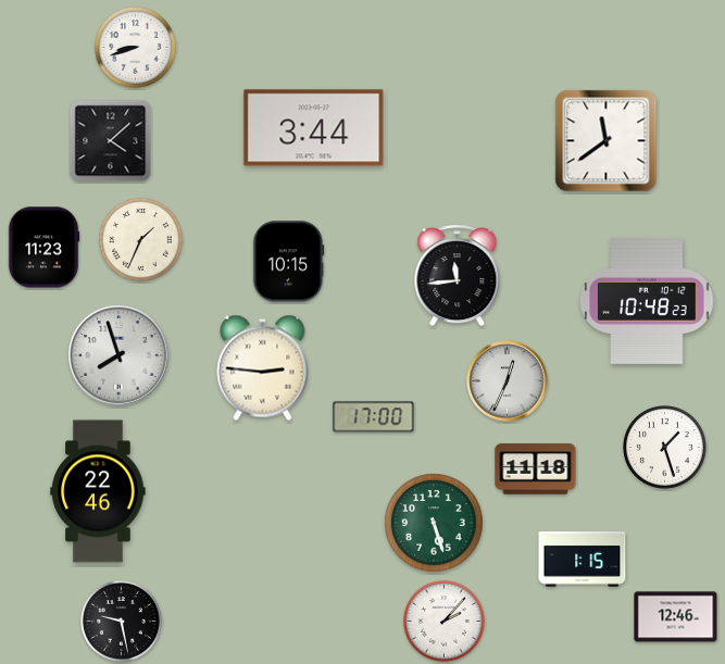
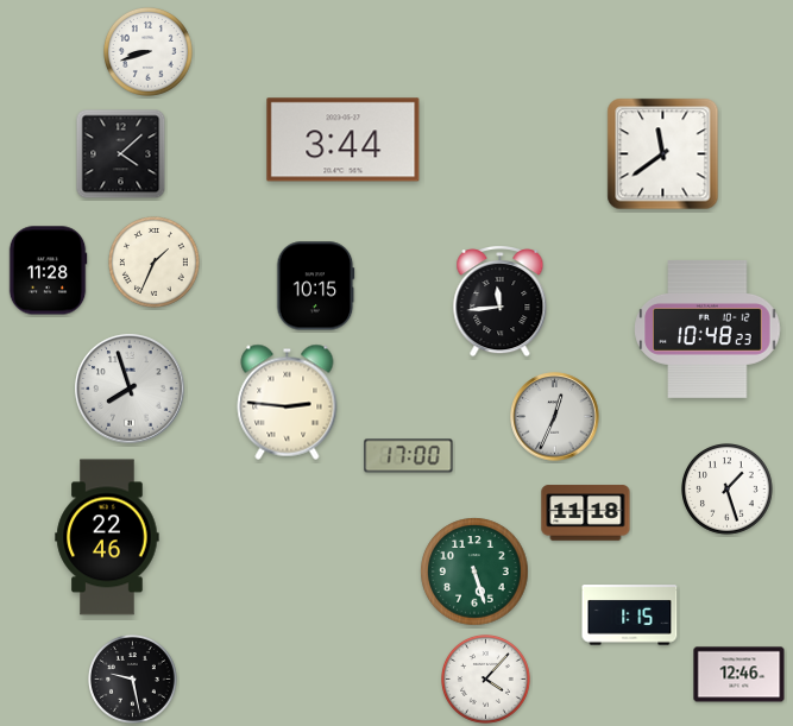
clock at (43, 248): 11:23 -> 11:28
clock at (583, 560) position: (583, 560) -> (630, 615)
clock at (445, 622): 2:07 -> 4:07
